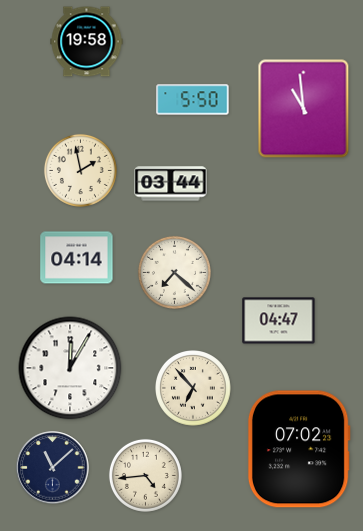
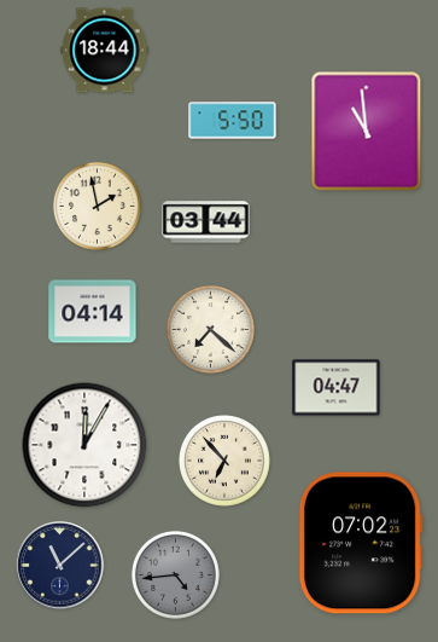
clock at (87, 42): 19:58 -> 18:44
clock at (194, 389) position: (194, 389) -> (226, 462)
clock at (53, 468) position: (53, 468) -> (60, 566)
clock at (145, 475) dial: cream -> grey
